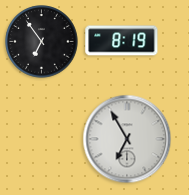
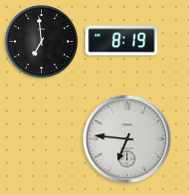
clock at (42, 42): 6:54 -> 6:59
clock at (127, 139): 6:55 -> 6:46
